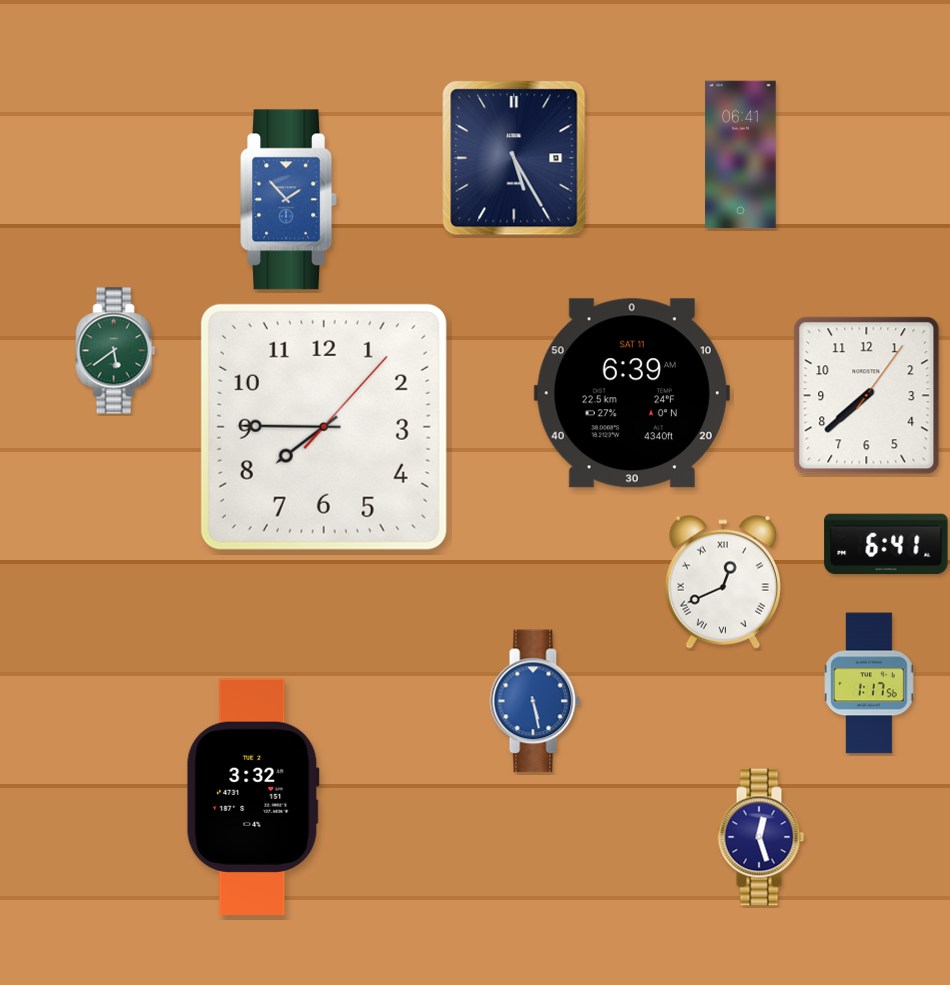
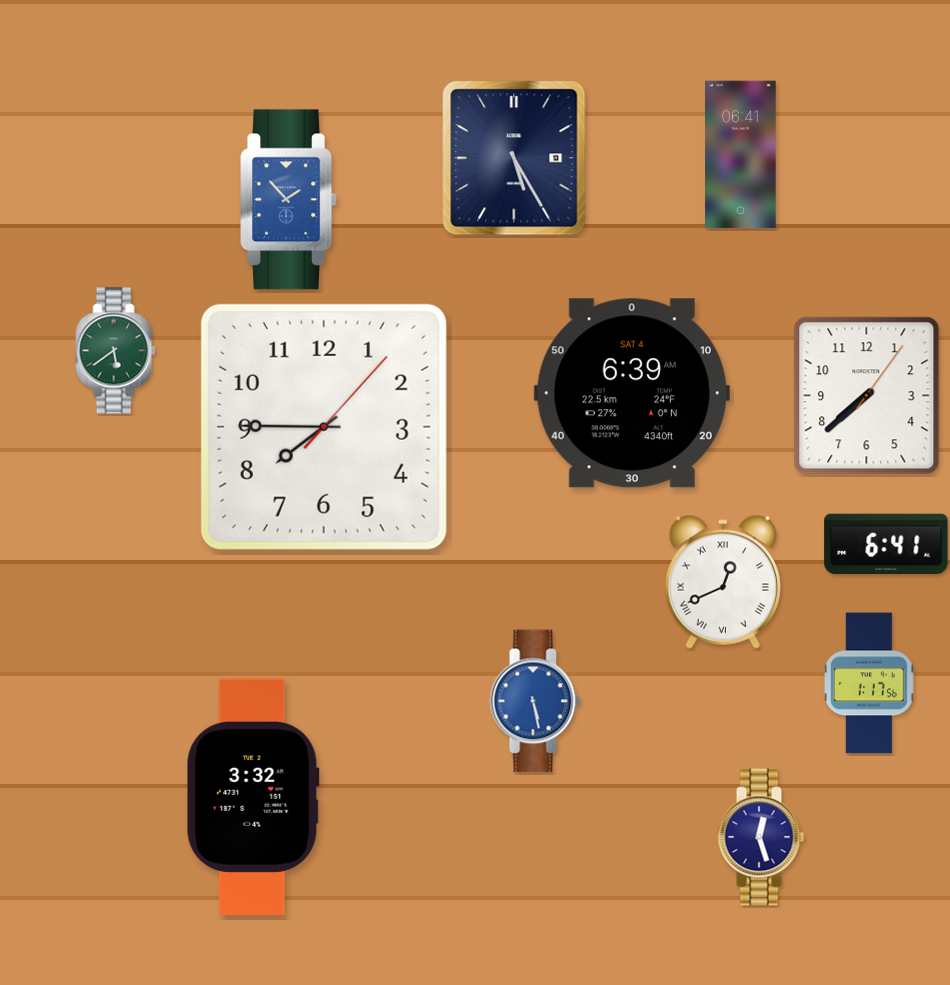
clock at (632, 393) date: SAT 11 -> SAT 4
